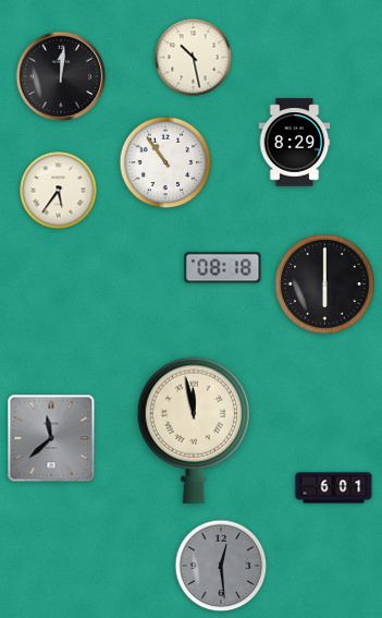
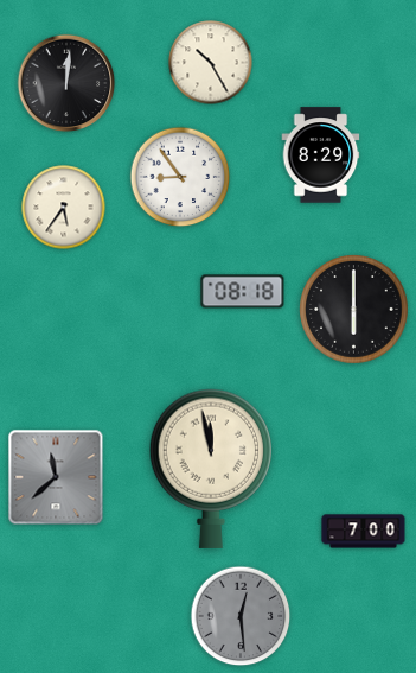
clock at (194, 58): 10:28 -> 10:25
clock at (165, 162): 10:54 -> 8:54
clock at (334, 488): 6:01 -> 7:00
